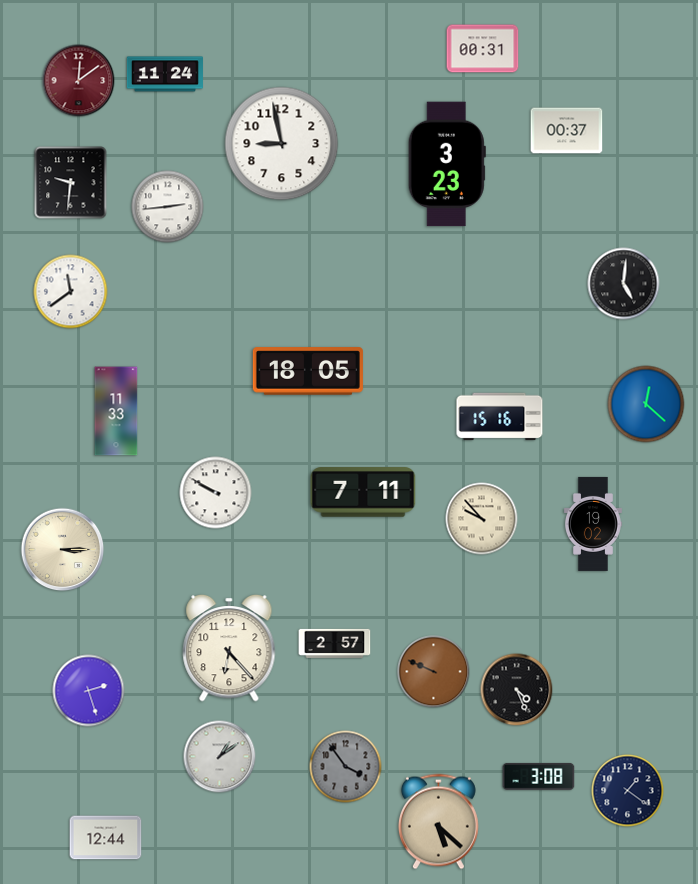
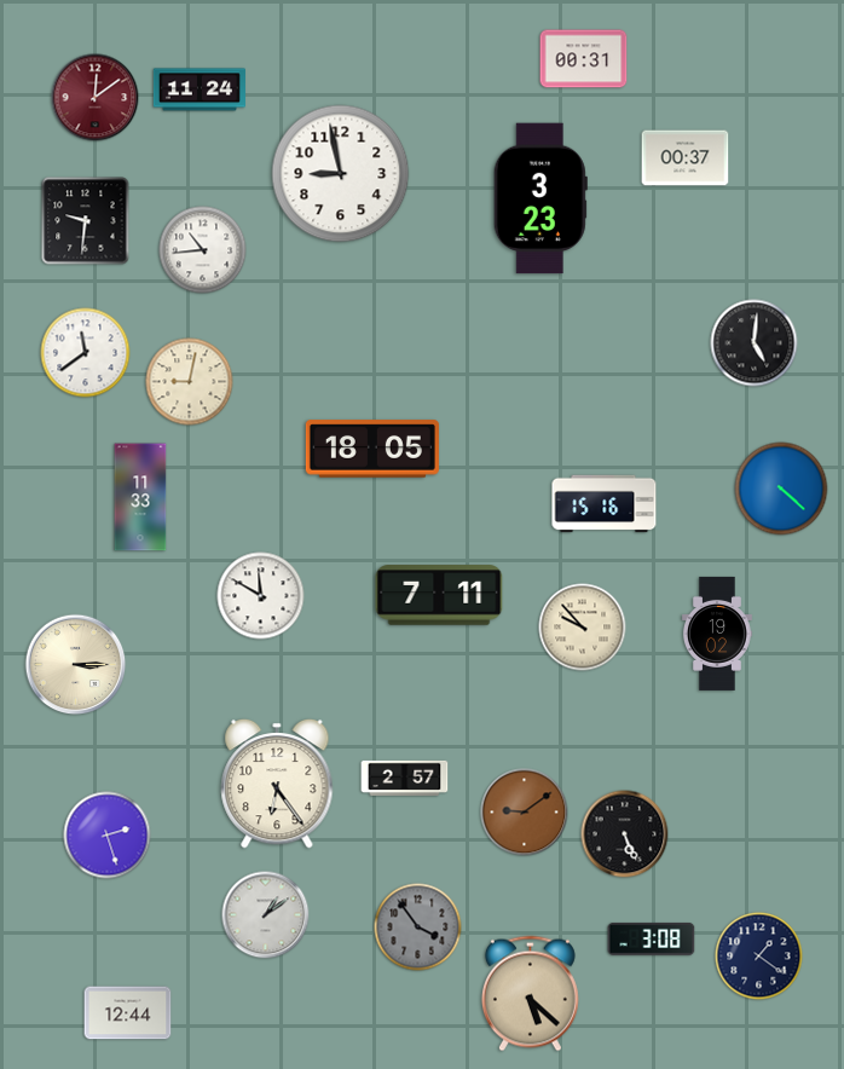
clock at (168, 207): 2:44 -> 10:44
clock at (190, 382): none -> 9:02
clock at (646, 404): 12:22 -> 4:22
clock at (216, 493): 9:50 -> 11:50
clock at (229, 648): 6:23 -> 6:24
clock at (434, 672): 9:49 -> 9:09
clock at (517, 690): 4:26 -> 5:26
